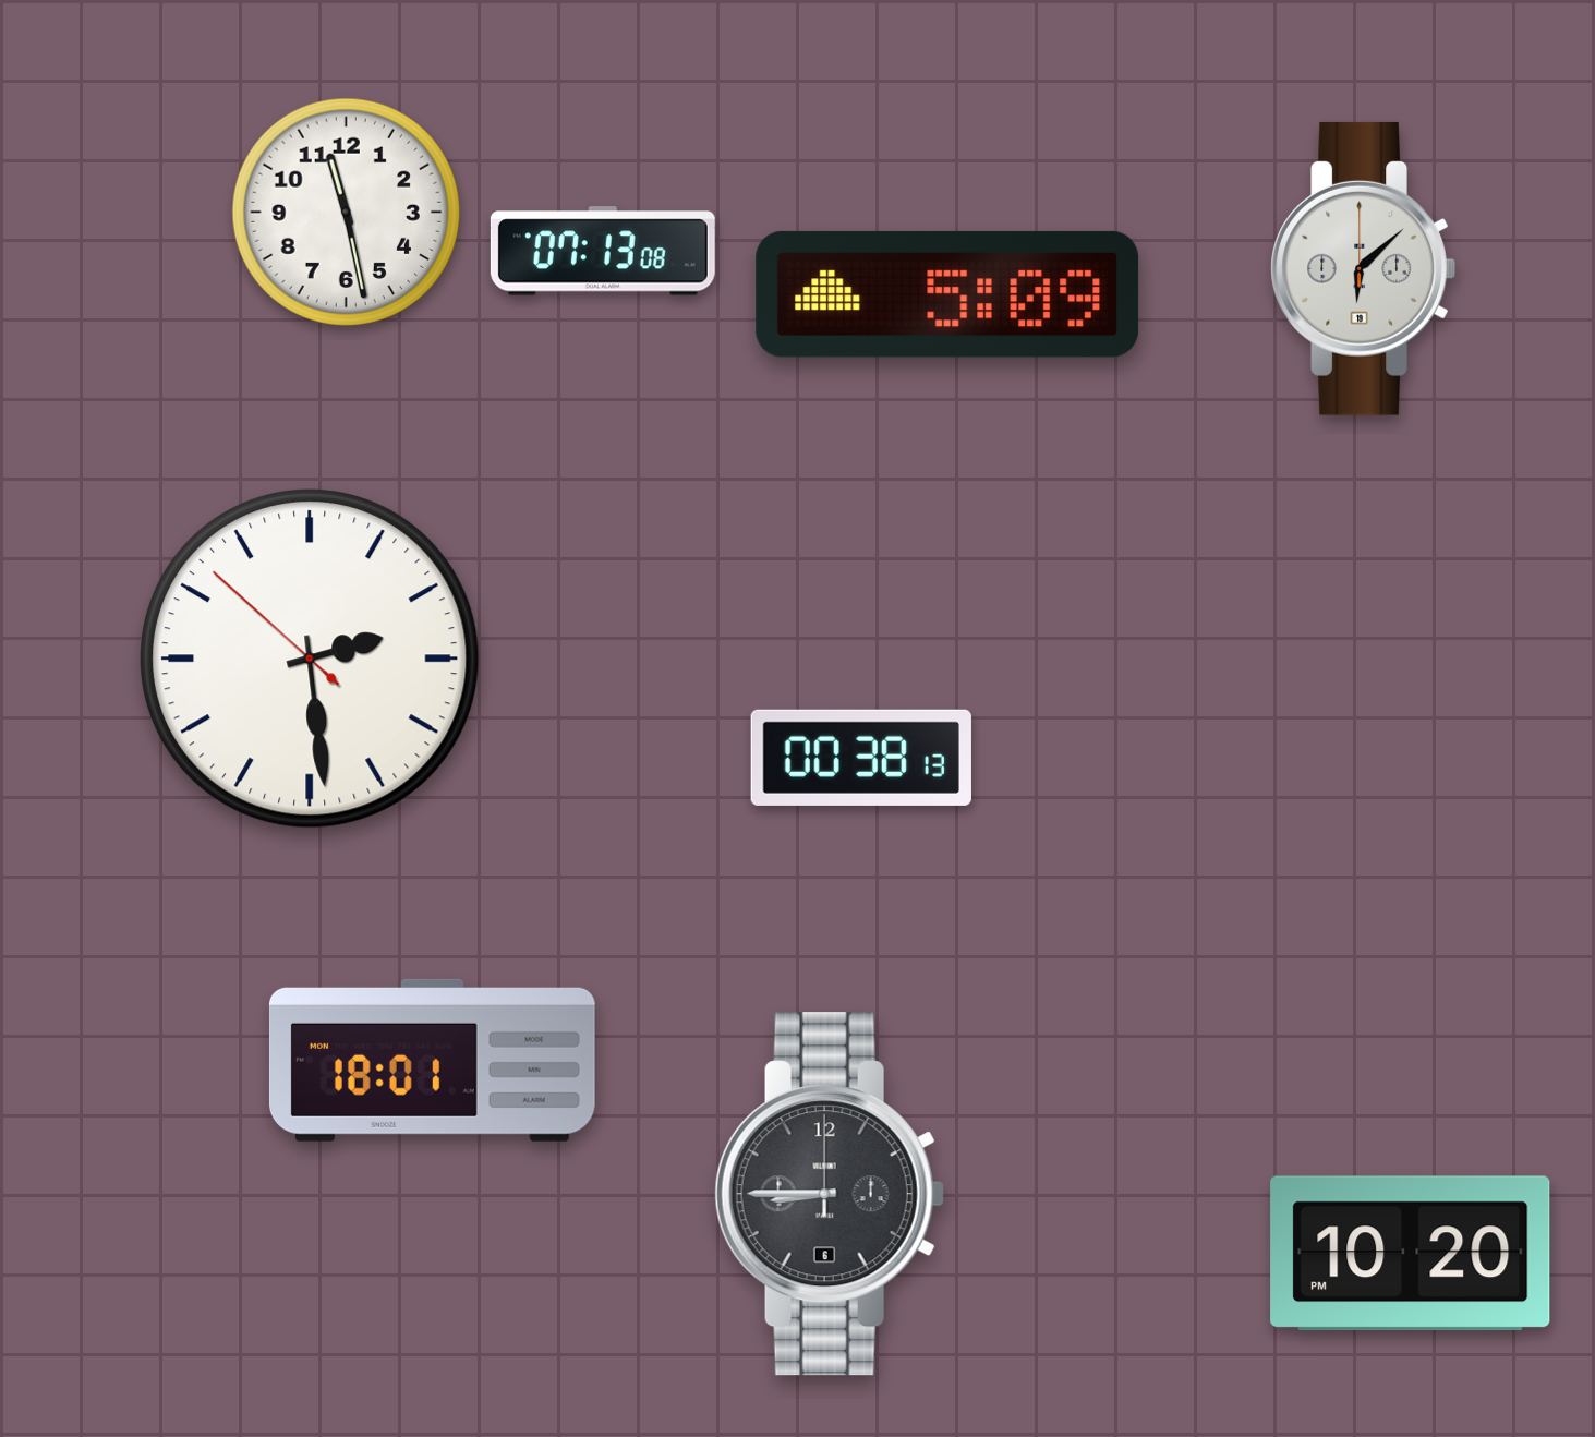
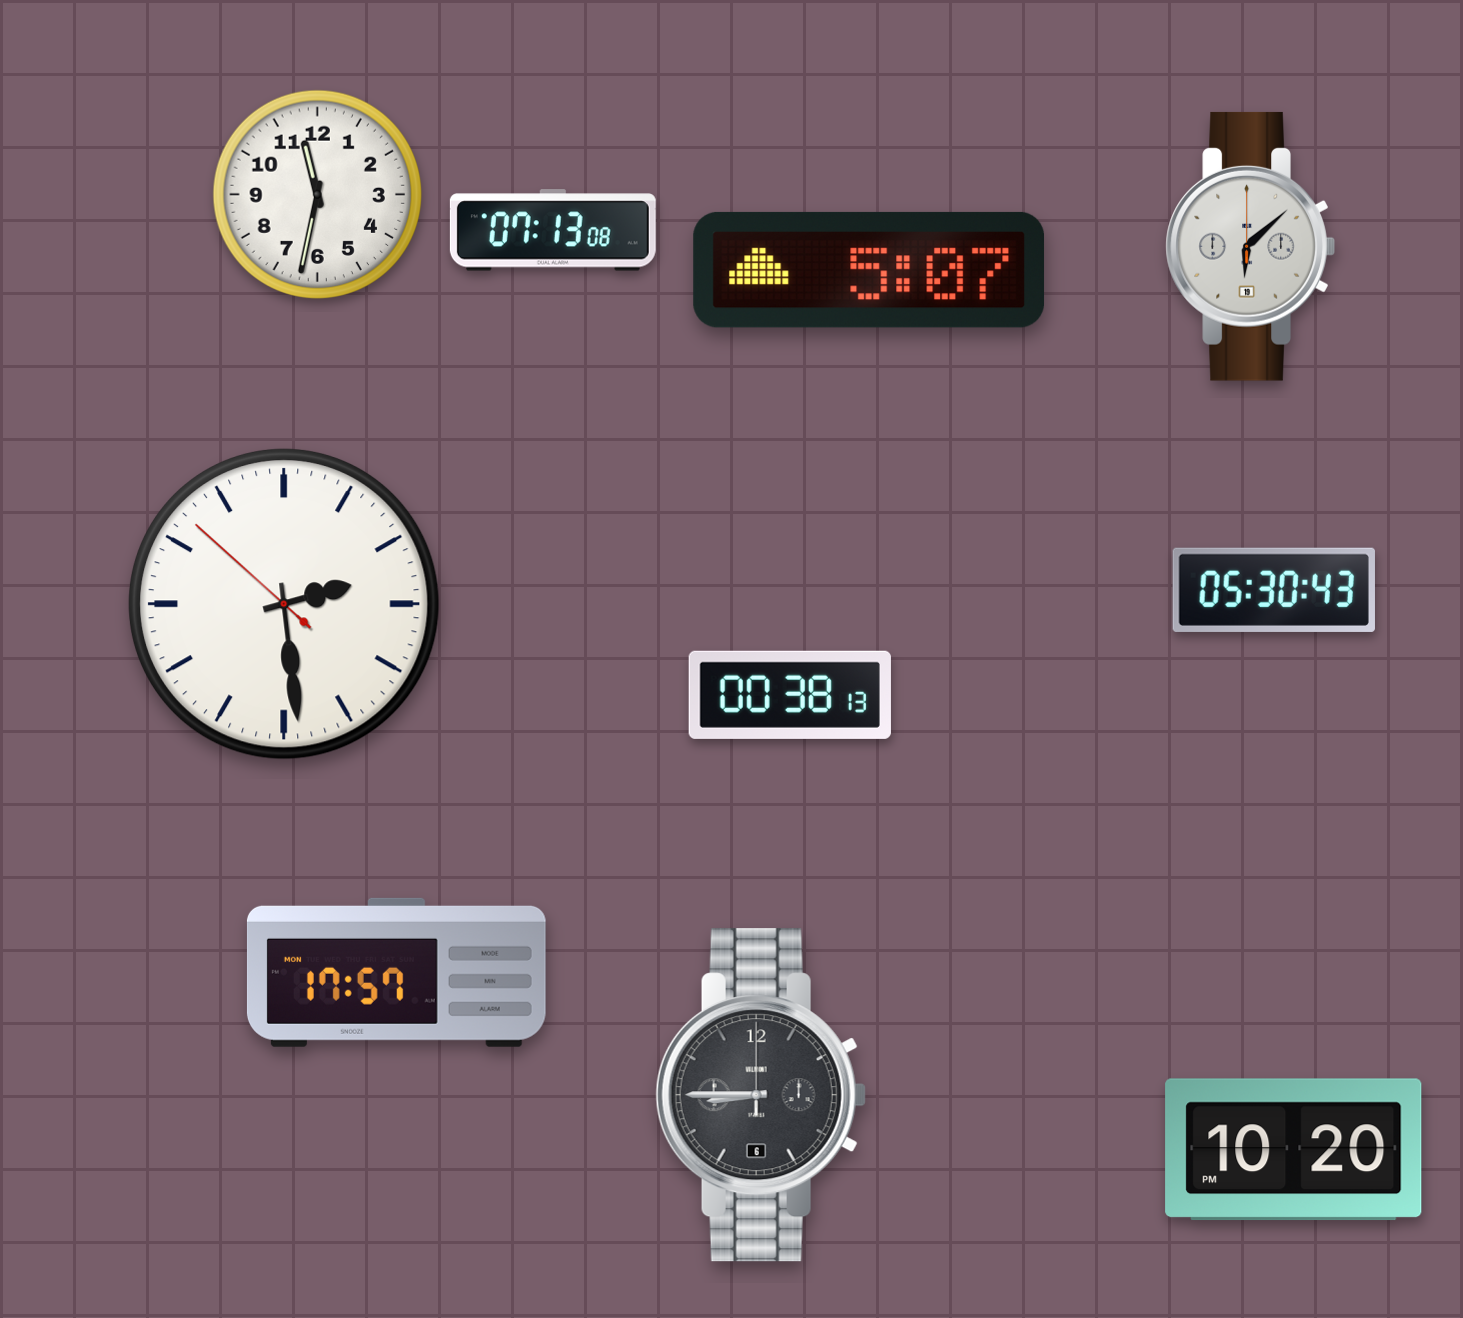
clock at (347, 213): 11:28 -> 11:32
clock at (947, 294): 5:09 -> 5:07
clock at (1274, 590): none -> 05:30
clock at (432, 1060): 18:01 -> 17:57
